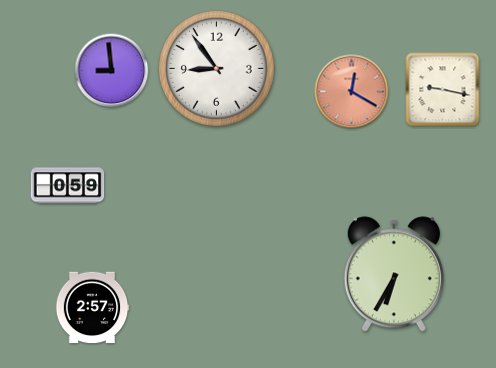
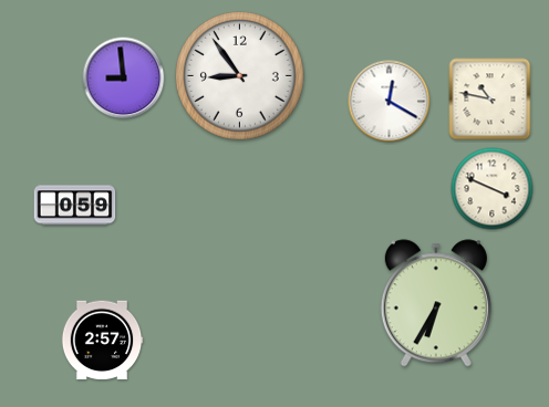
clock at (443, 90): 9:17 -> 10:47
clock at (352, 92) dial: salmon -> white
clock at (493, 189): none -> 3:49
